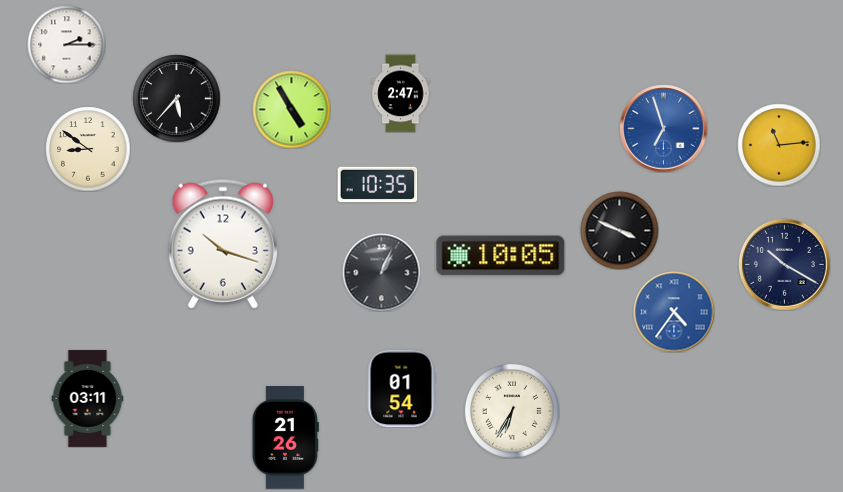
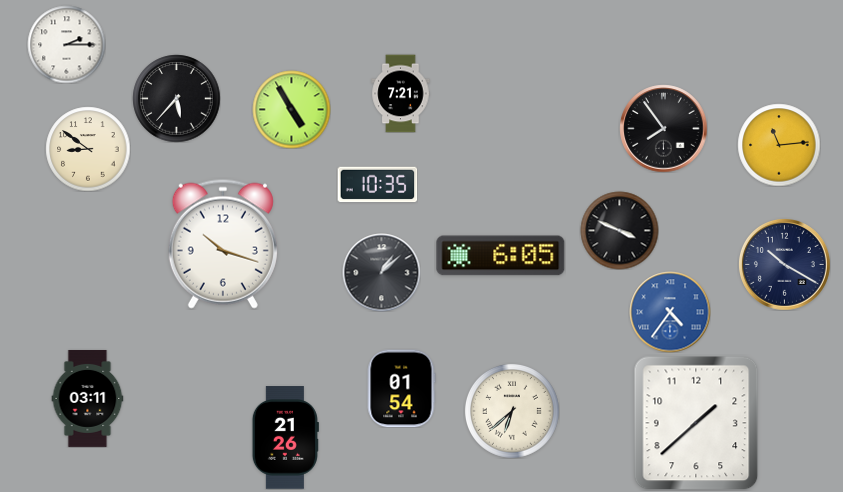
clock at (401, 93): 2:47 -> 7:21
clock at (663, 128): 6:57 -> 7:54
clock at (663, 128) dial: blue -> black
clock at (501, 256): 10:05 -> 6:05
clock at (381, 272): 1:04 -> 1:08
clock at (674, 312) position: (674, 312) -> (670, 312)
clock at (512, 411): 6:35 -> 6:38
clock at (696, 423): none -> 1:38
